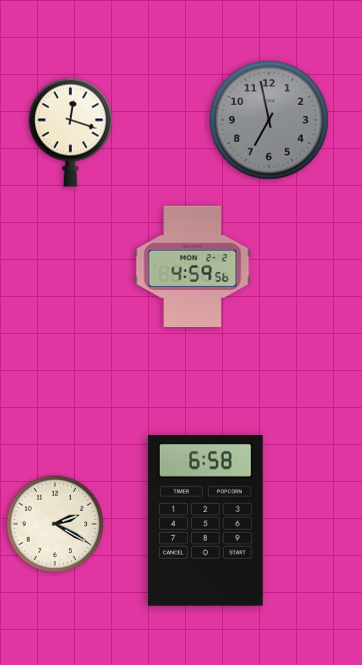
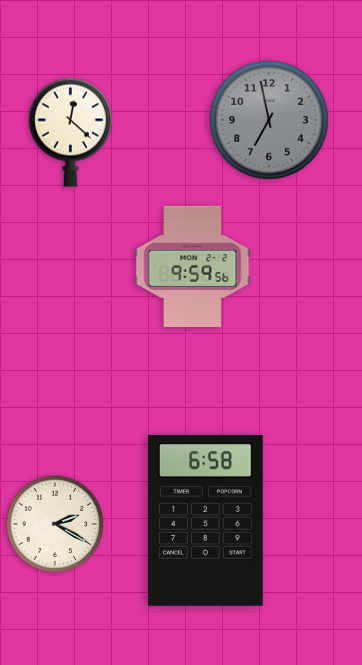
clock at (70, 132): 12:18 -> 12:22
clock at (193, 266): 4:59 -> 9:59
